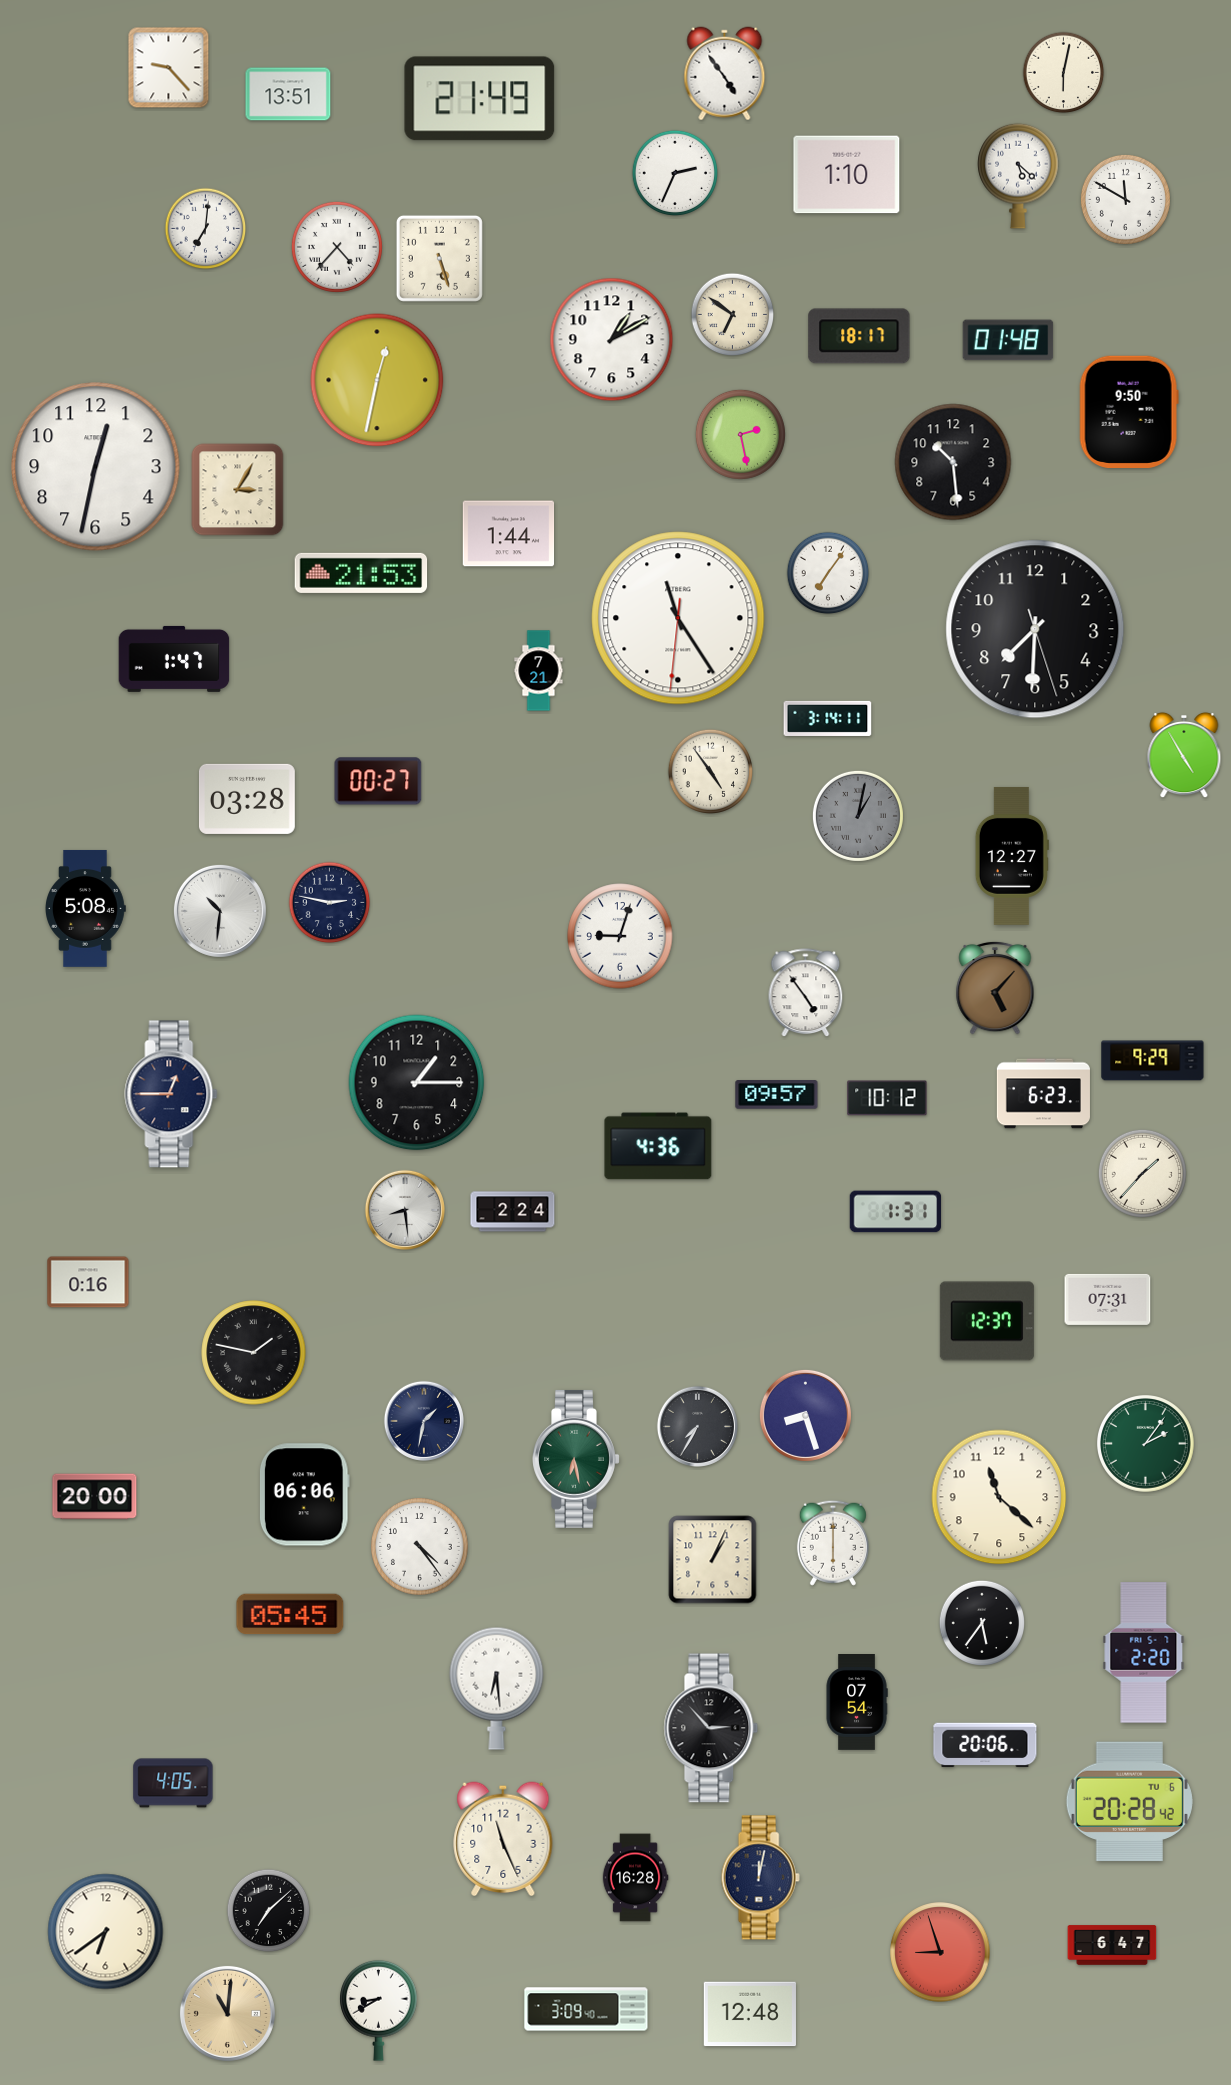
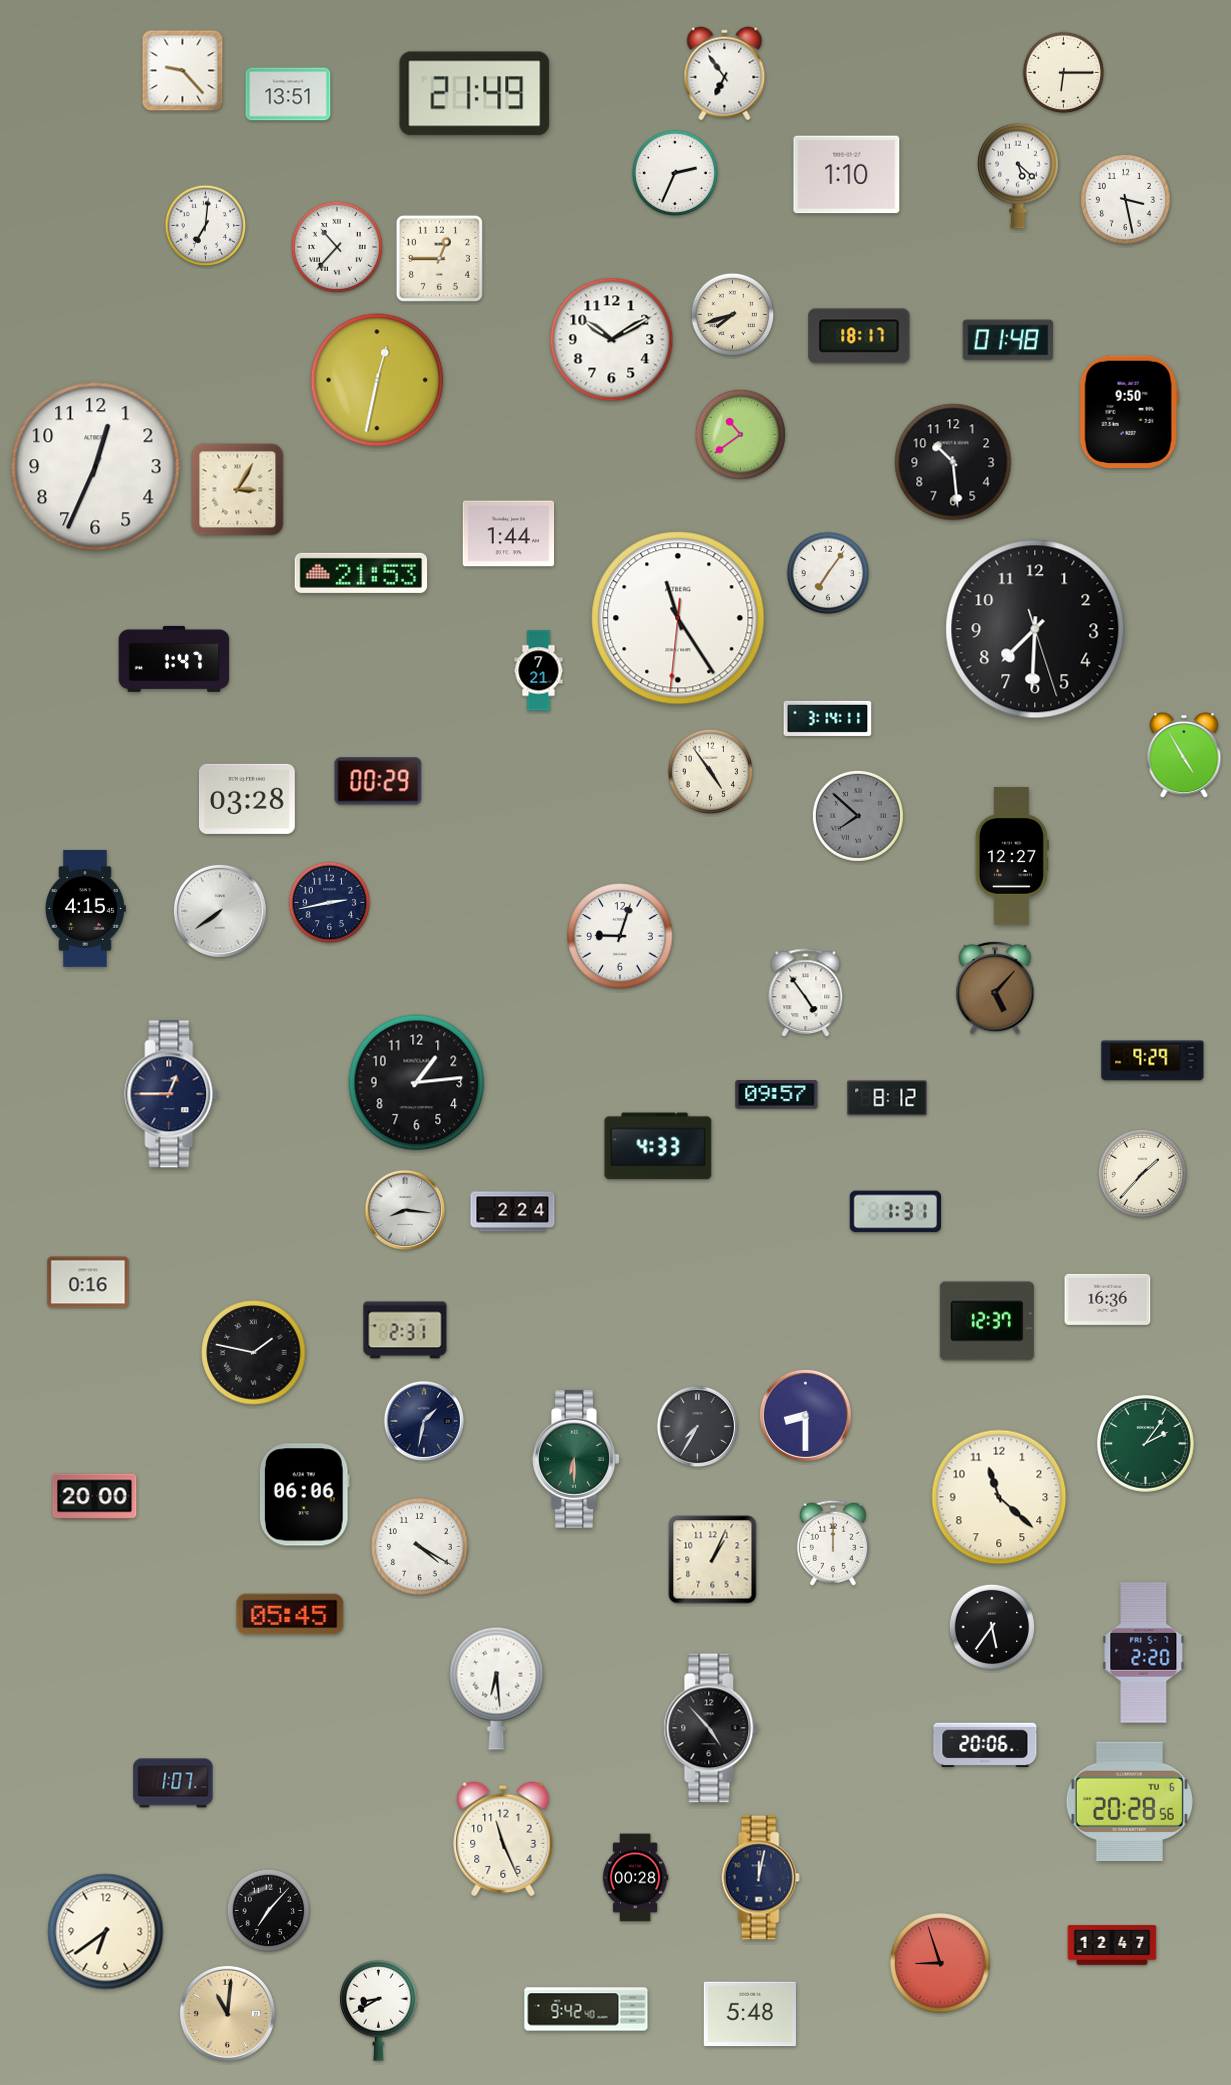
clock at (169, 68) position: (169, 68) -> (183, 71)
clock at (1064, 73): 6:02 -> 6:15
clock at (725, 74): 4:54 -> 6:54
clock at (480, 99) position: (480, 99) -> (475, 94)
clock at (1125, 199): 11:50 -> 3:28
clock at (206, 229) position: (206, 229) -> (206, 226)
clock at (337, 247): 4:37 -> 10:37
clock at (439, 258): 5:27 -> 12:45
clock at (733, 315): 6:51 -> 7:42
clock at (612, 340): 1:10 -> 10:10
clock at (740, 434): 2:28 -> 10:39
clock at (96, 467): 12:32 -> 12:34
clock at (378, 781): 00:27 -> 00:29
clock at (858, 816): 1:02 -> 7:52
clock at (330, 903): 2:47 -> 2:43
clock at (86, 908): 5:08 -> 4:15
clock at (220, 911): 10:31 -> 7:39
clock at (417, 1083): 1:15 -> 1:14
clock at (1043, 1094): 6:23 -> none
clock at (887, 1098): 10:12 -> 8:12
clock at (658, 1146): 4:36 -> 4:33
clock at (405, 1210): 8:29 -> 8:16
clock at (1108, 1299): 07:31 -> 16:36
clock at (405, 1330): none -> 2:31
clock at (805, 1415): 8:27 -> 8:30
clock at (576, 1459): 6:28 -> 6:30
clock at (833, 1543): 6:00 -> 12:00
clock at (420, 1547): 4:24 -> 4:20
clock at (981, 1622) position: (981, 1622) -> (991, 1626)
clock at (857, 1703): 07:54 -> none
clock at (711, 1728): 2:53 -> 4:53
clock at (173, 1783): 4:05 -> 1:07
clock at (1129, 1802): 20:28:42 -> 20:28:56
clock at (635, 1878): 16:28 -> 00:28
clock at (269, 1911): 7:08 -> 7:07
clock at (1112, 1945): 6:47 -> 12:47
clock at (940, 1952) position: (940, 1952) -> (940, 1963)
clock at (586, 2009): 3:09 -> 9:42
clock at (750, 2014): 12:48 -> 5:48
